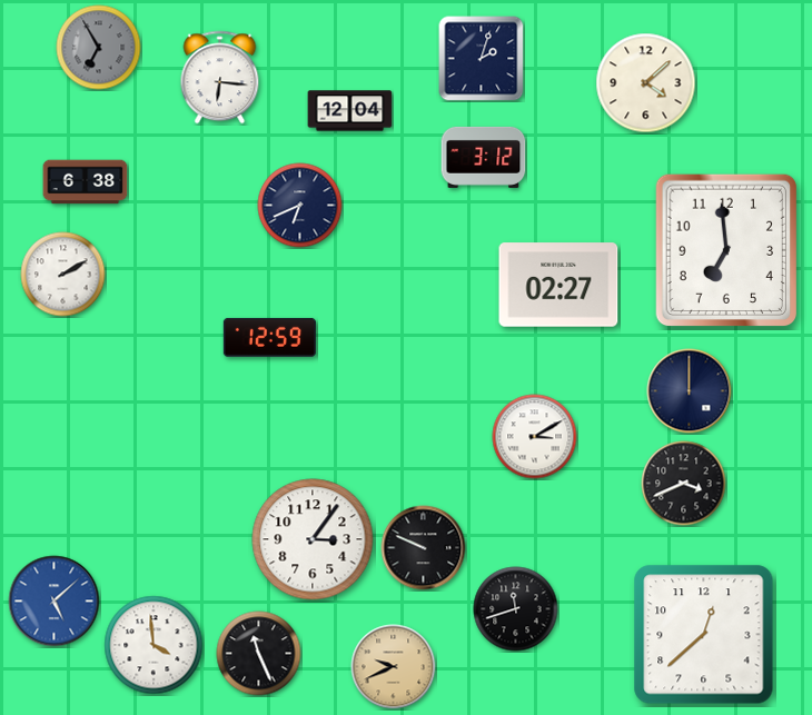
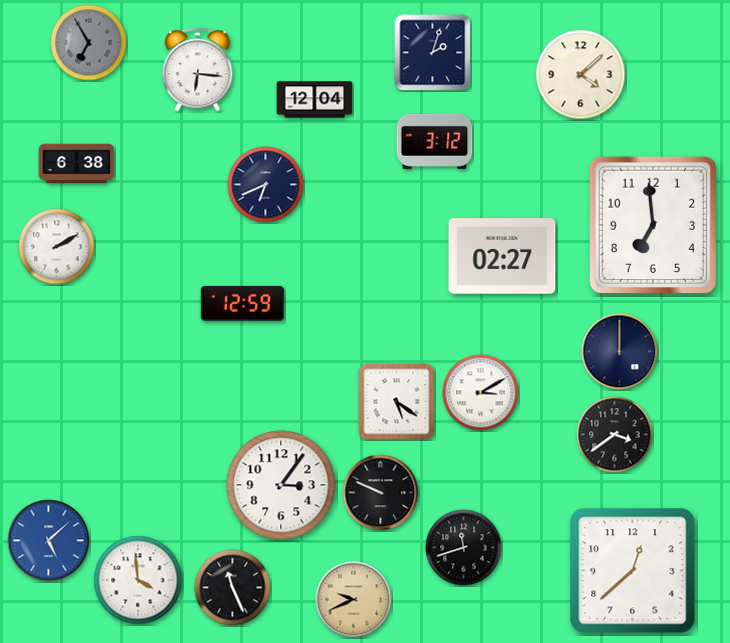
clock at (300, 206) position: (300, 206) -> (266, 185)
clock at (397, 402): none -> 5:21
clock at (684, 484): 3:41 -> 3:39
